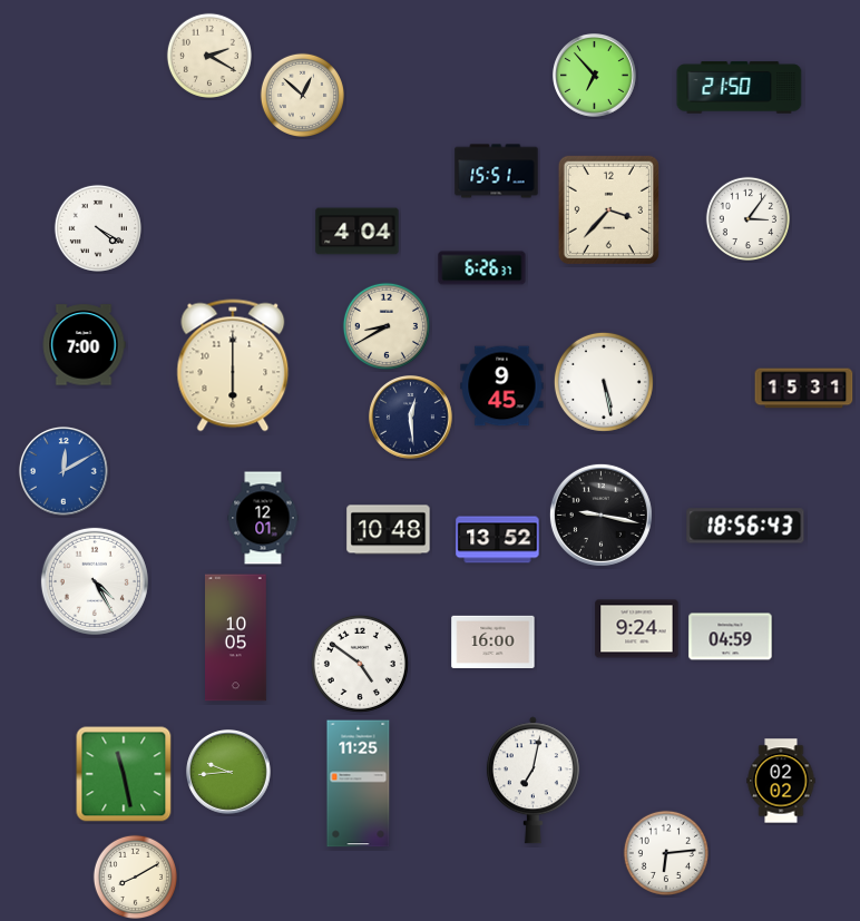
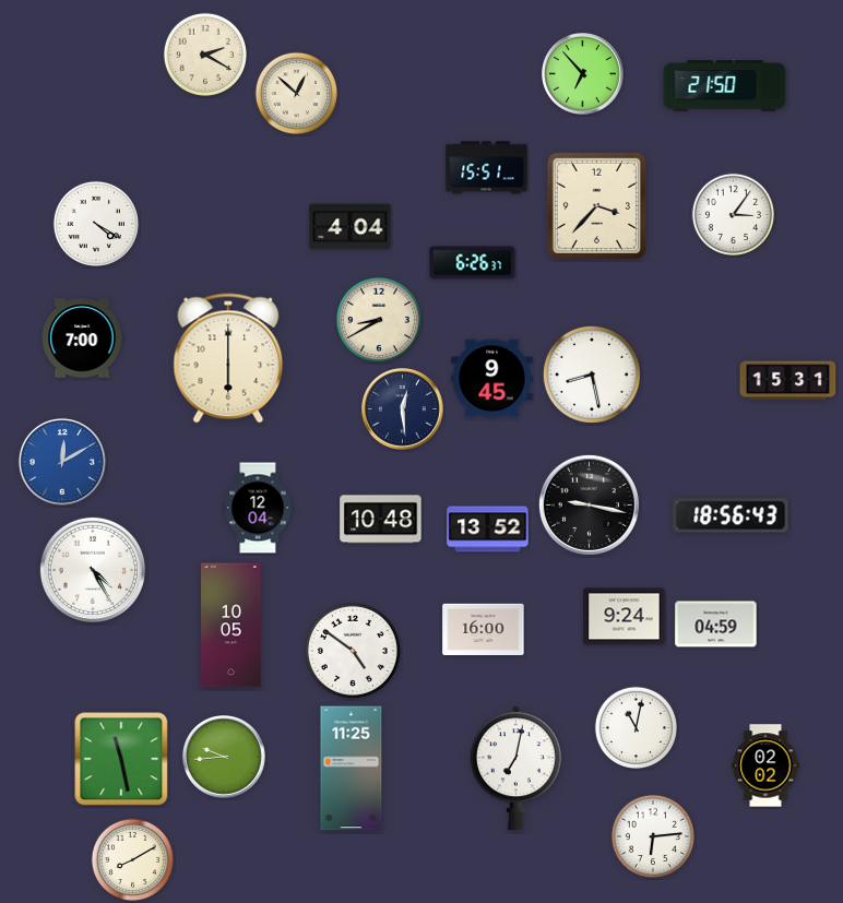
clock at (604, 382): 5:28 -> 8:28
clock at (263, 518): 12:01 -> 12:04
clock at (636, 727): none -> 11:02
clock at (532, 781) position: (532, 781) -> (515, 769)
